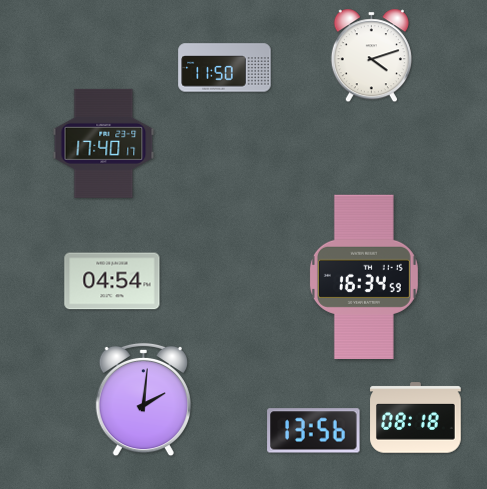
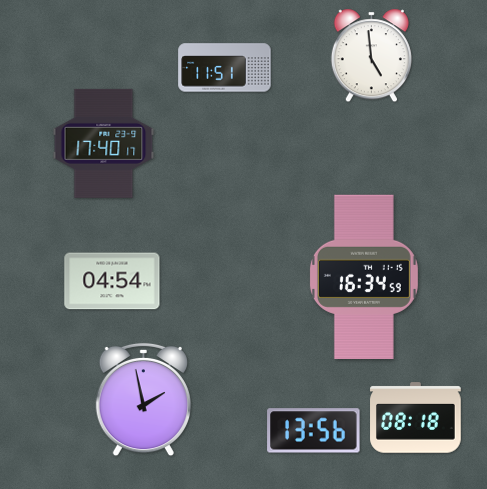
clock at (371, 56): 4:12 -> 4:59
clock at (225, 68): 11:50 -> 11:51
clock at (143, 400): 2:01 -> 1:58
